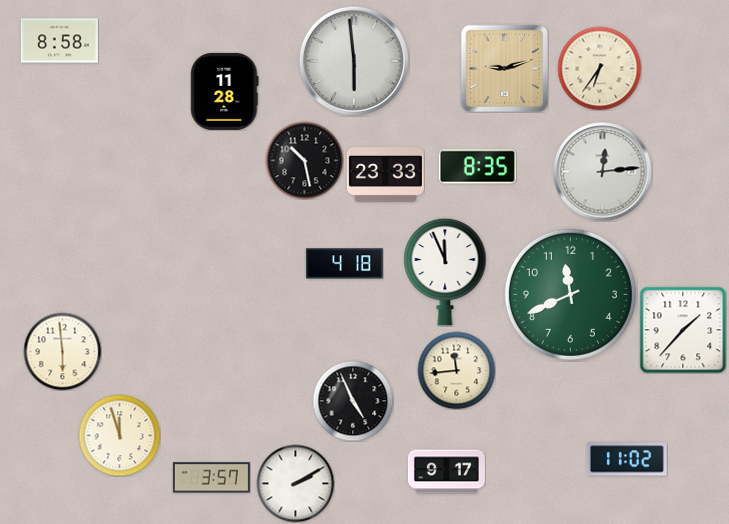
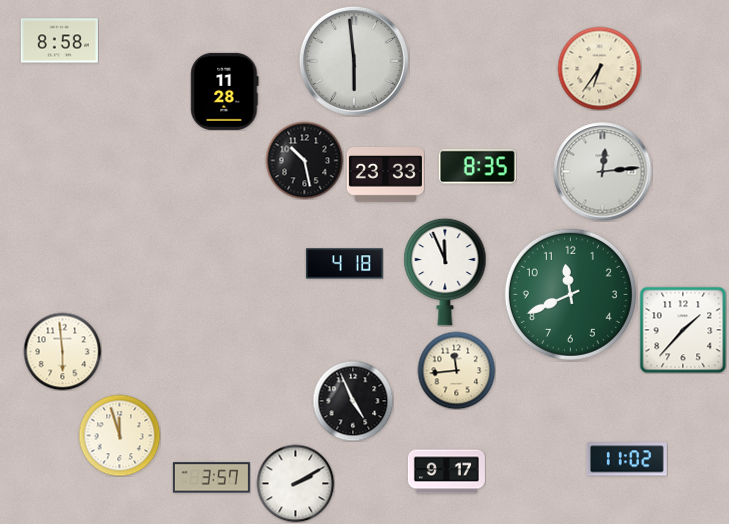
clock at (504, 68): 9:12 -> none
